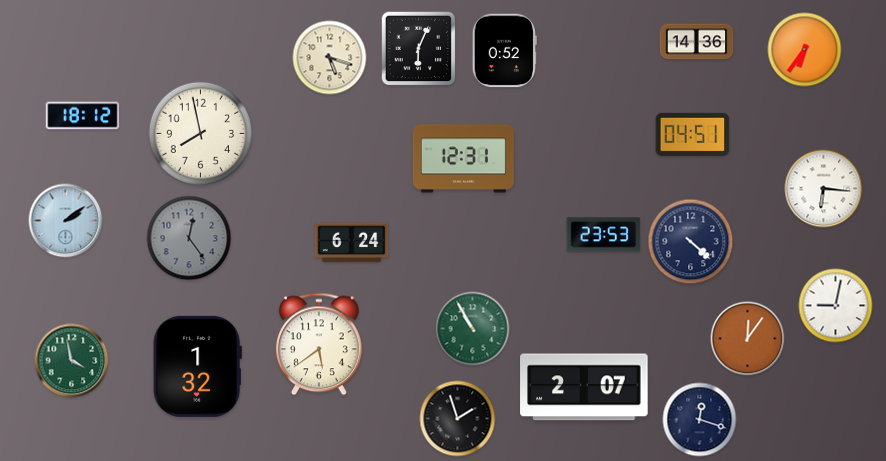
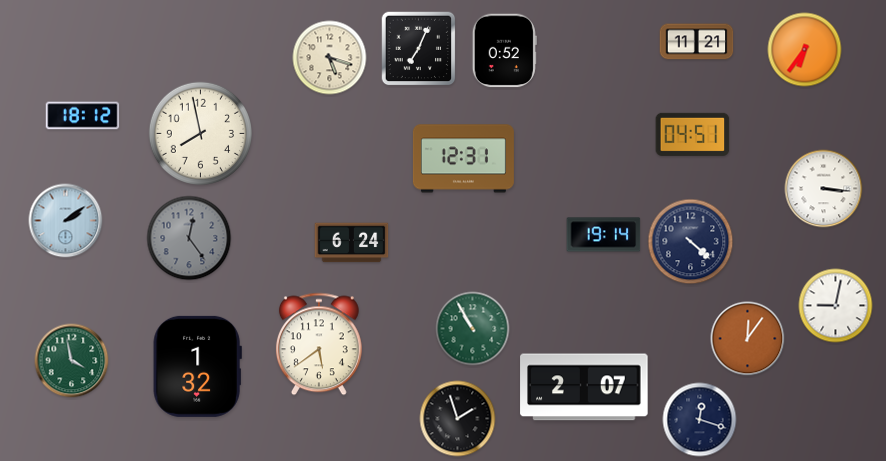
clock at (697, 42): 14:36 -> 11:21
clock at (419, 49): 6:04 -> 7:04
clock at (824, 189): 6:16 -> 3:16
clock at (604, 235): 23:53 -> 19:14
